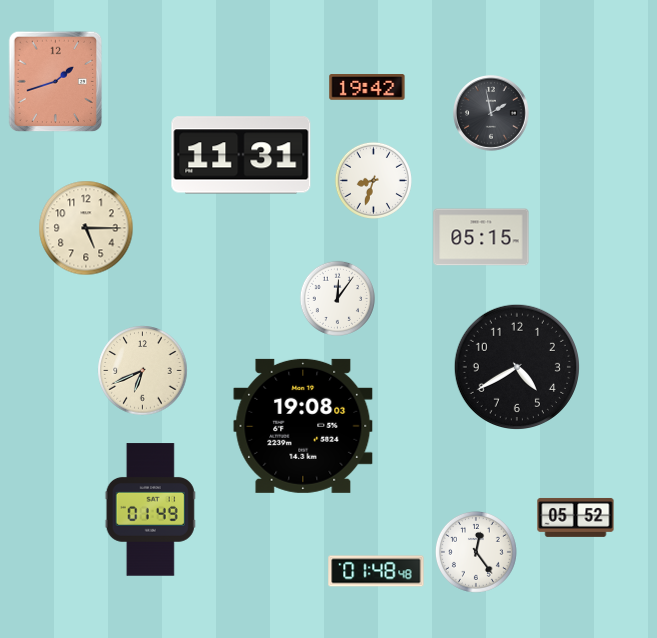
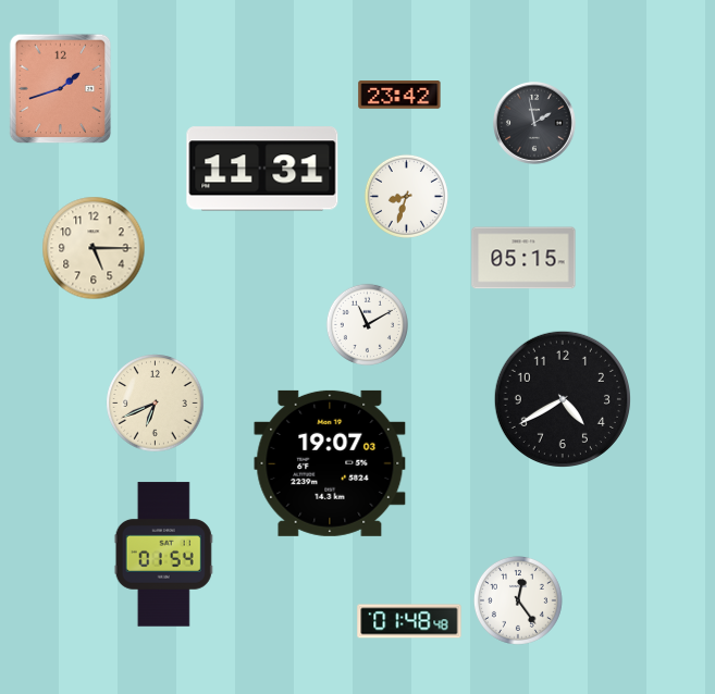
clock at (367, 87): 19:42 -> 23:42
clock at (337, 298): 12:06 -> 11:10
clock at (303, 426): 19:08 -> 19:07
clock at (150, 510): 01:49 -> 01:54
clock at (576, 517): 05:52 -> none
